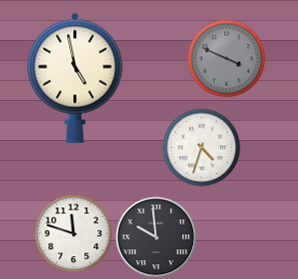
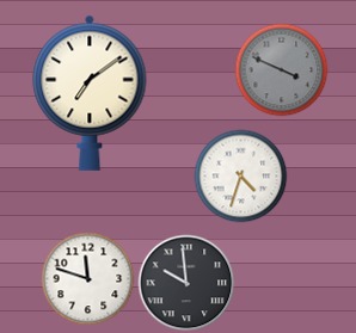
clock at (226, 58) position: (226, 58) -> (281, 69)
clock at (75, 78): 4:58 -> 7:09
